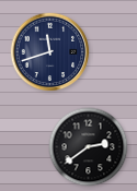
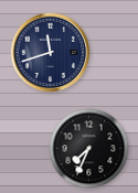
clock at (89, 147): 2:39 -> 7:34
